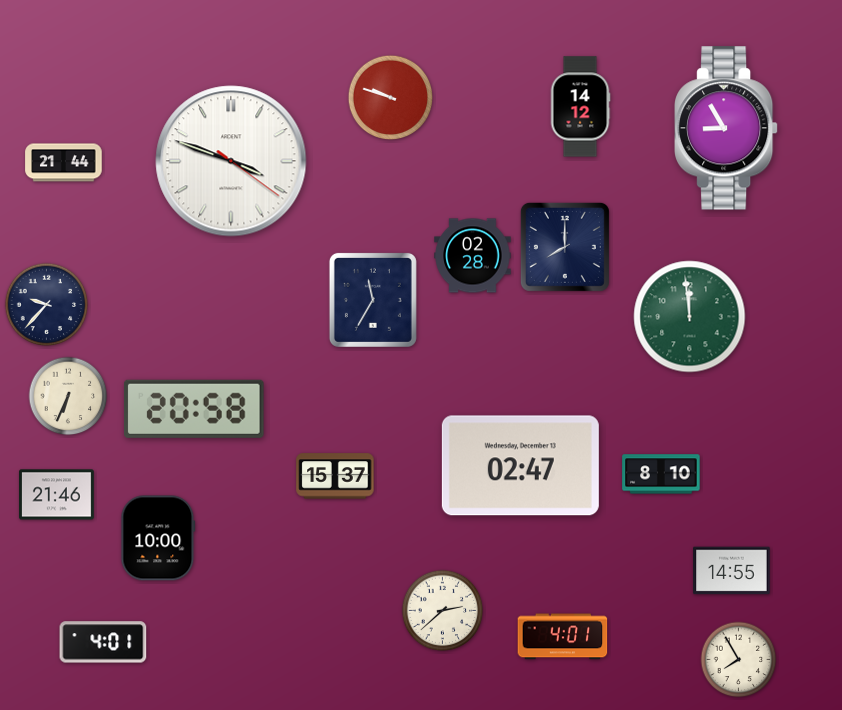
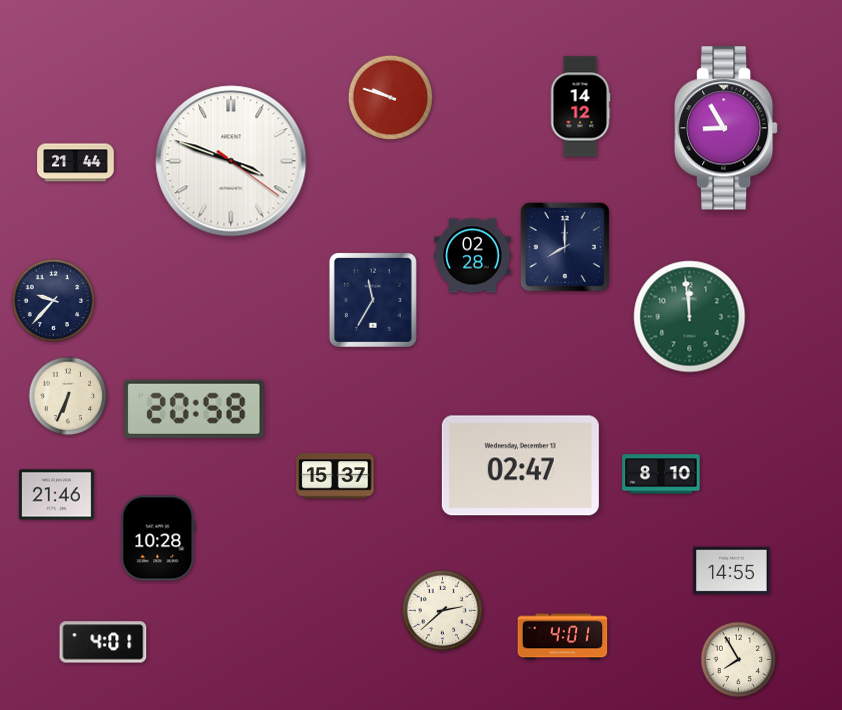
clock at (64, 163) position: (64, 163) -> (76, 163)
clock at (47, 305) position: (47, 305) -> (54, 301)
clock at (158, 538): 10:00 -> 10:28
